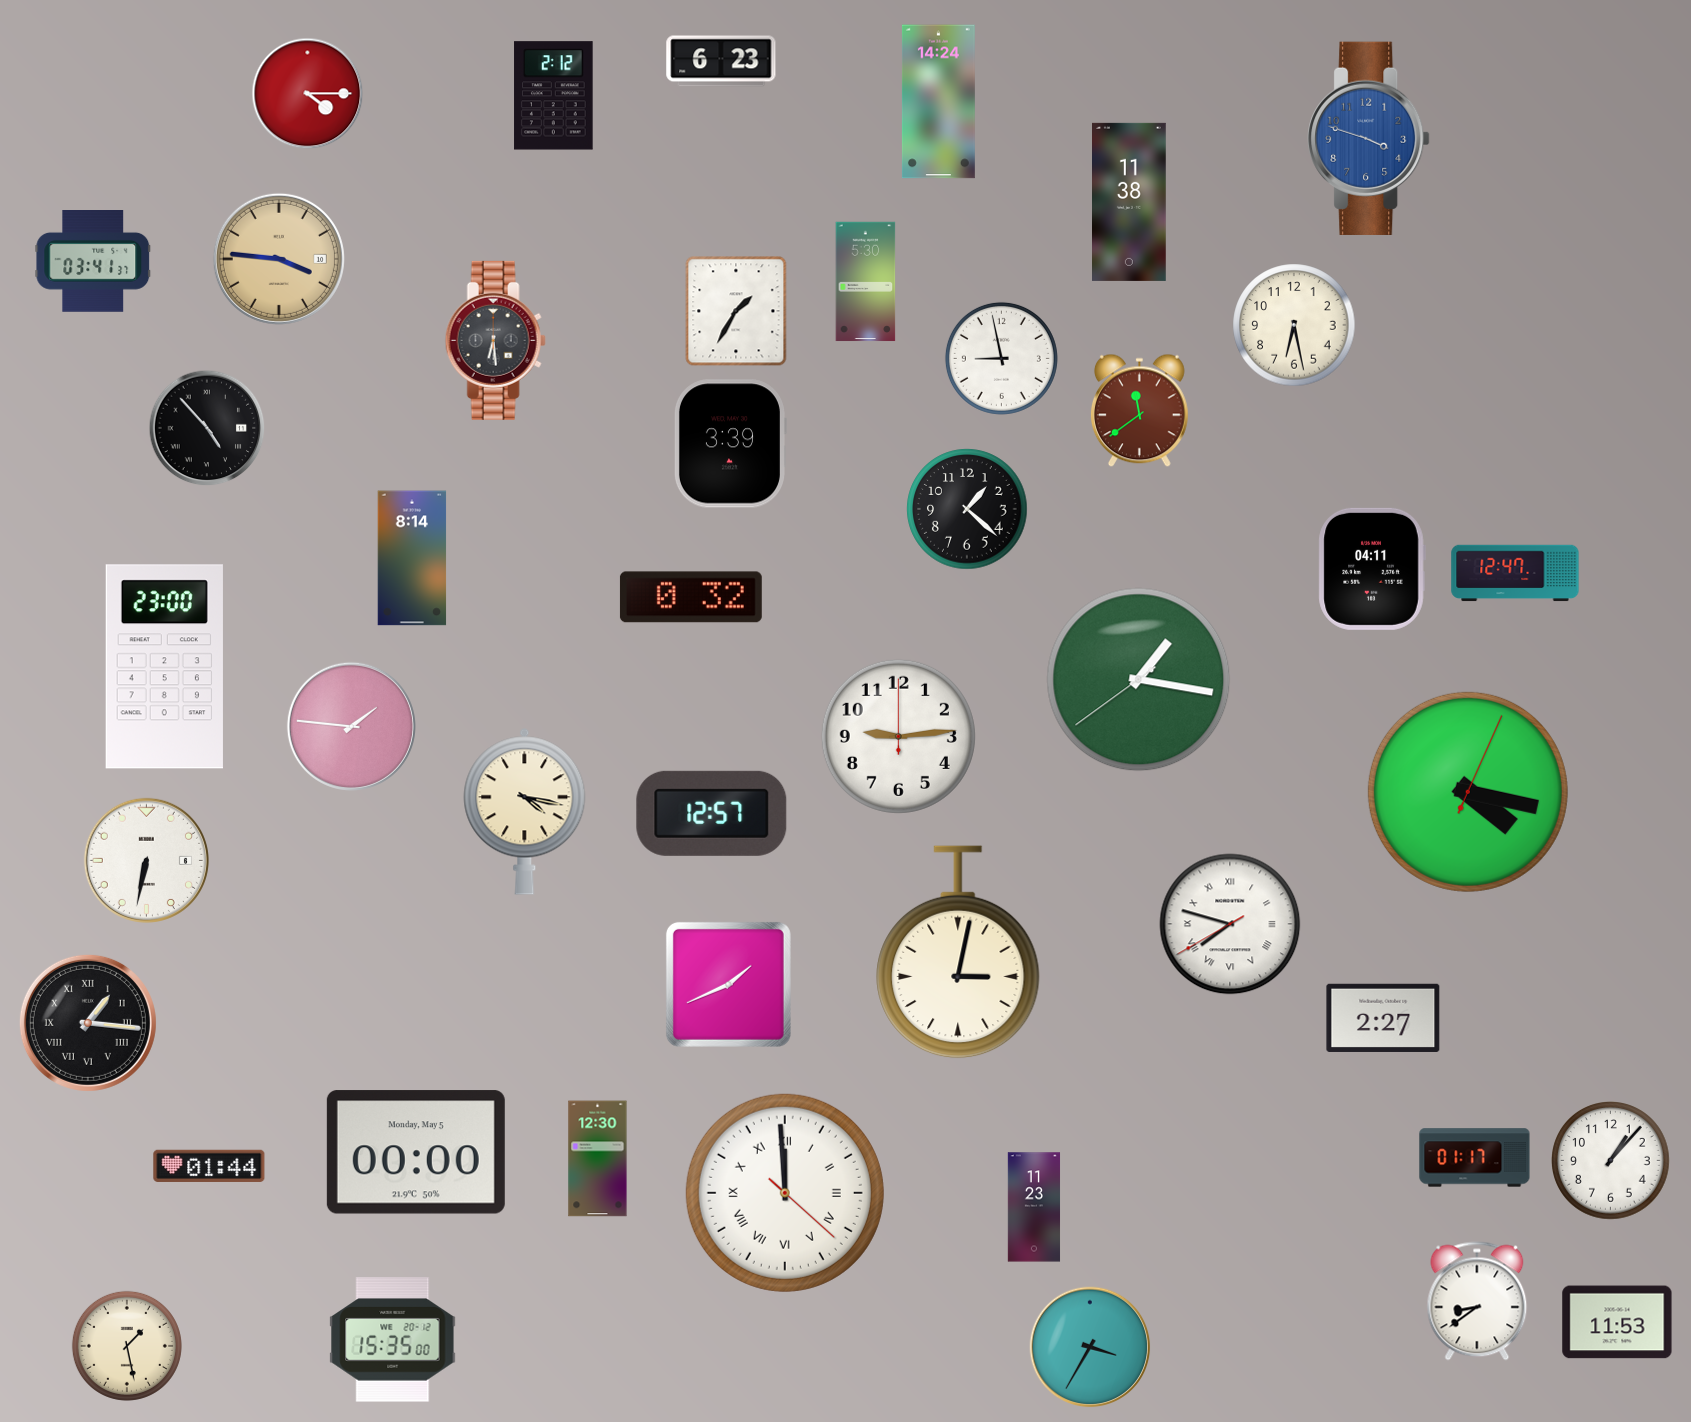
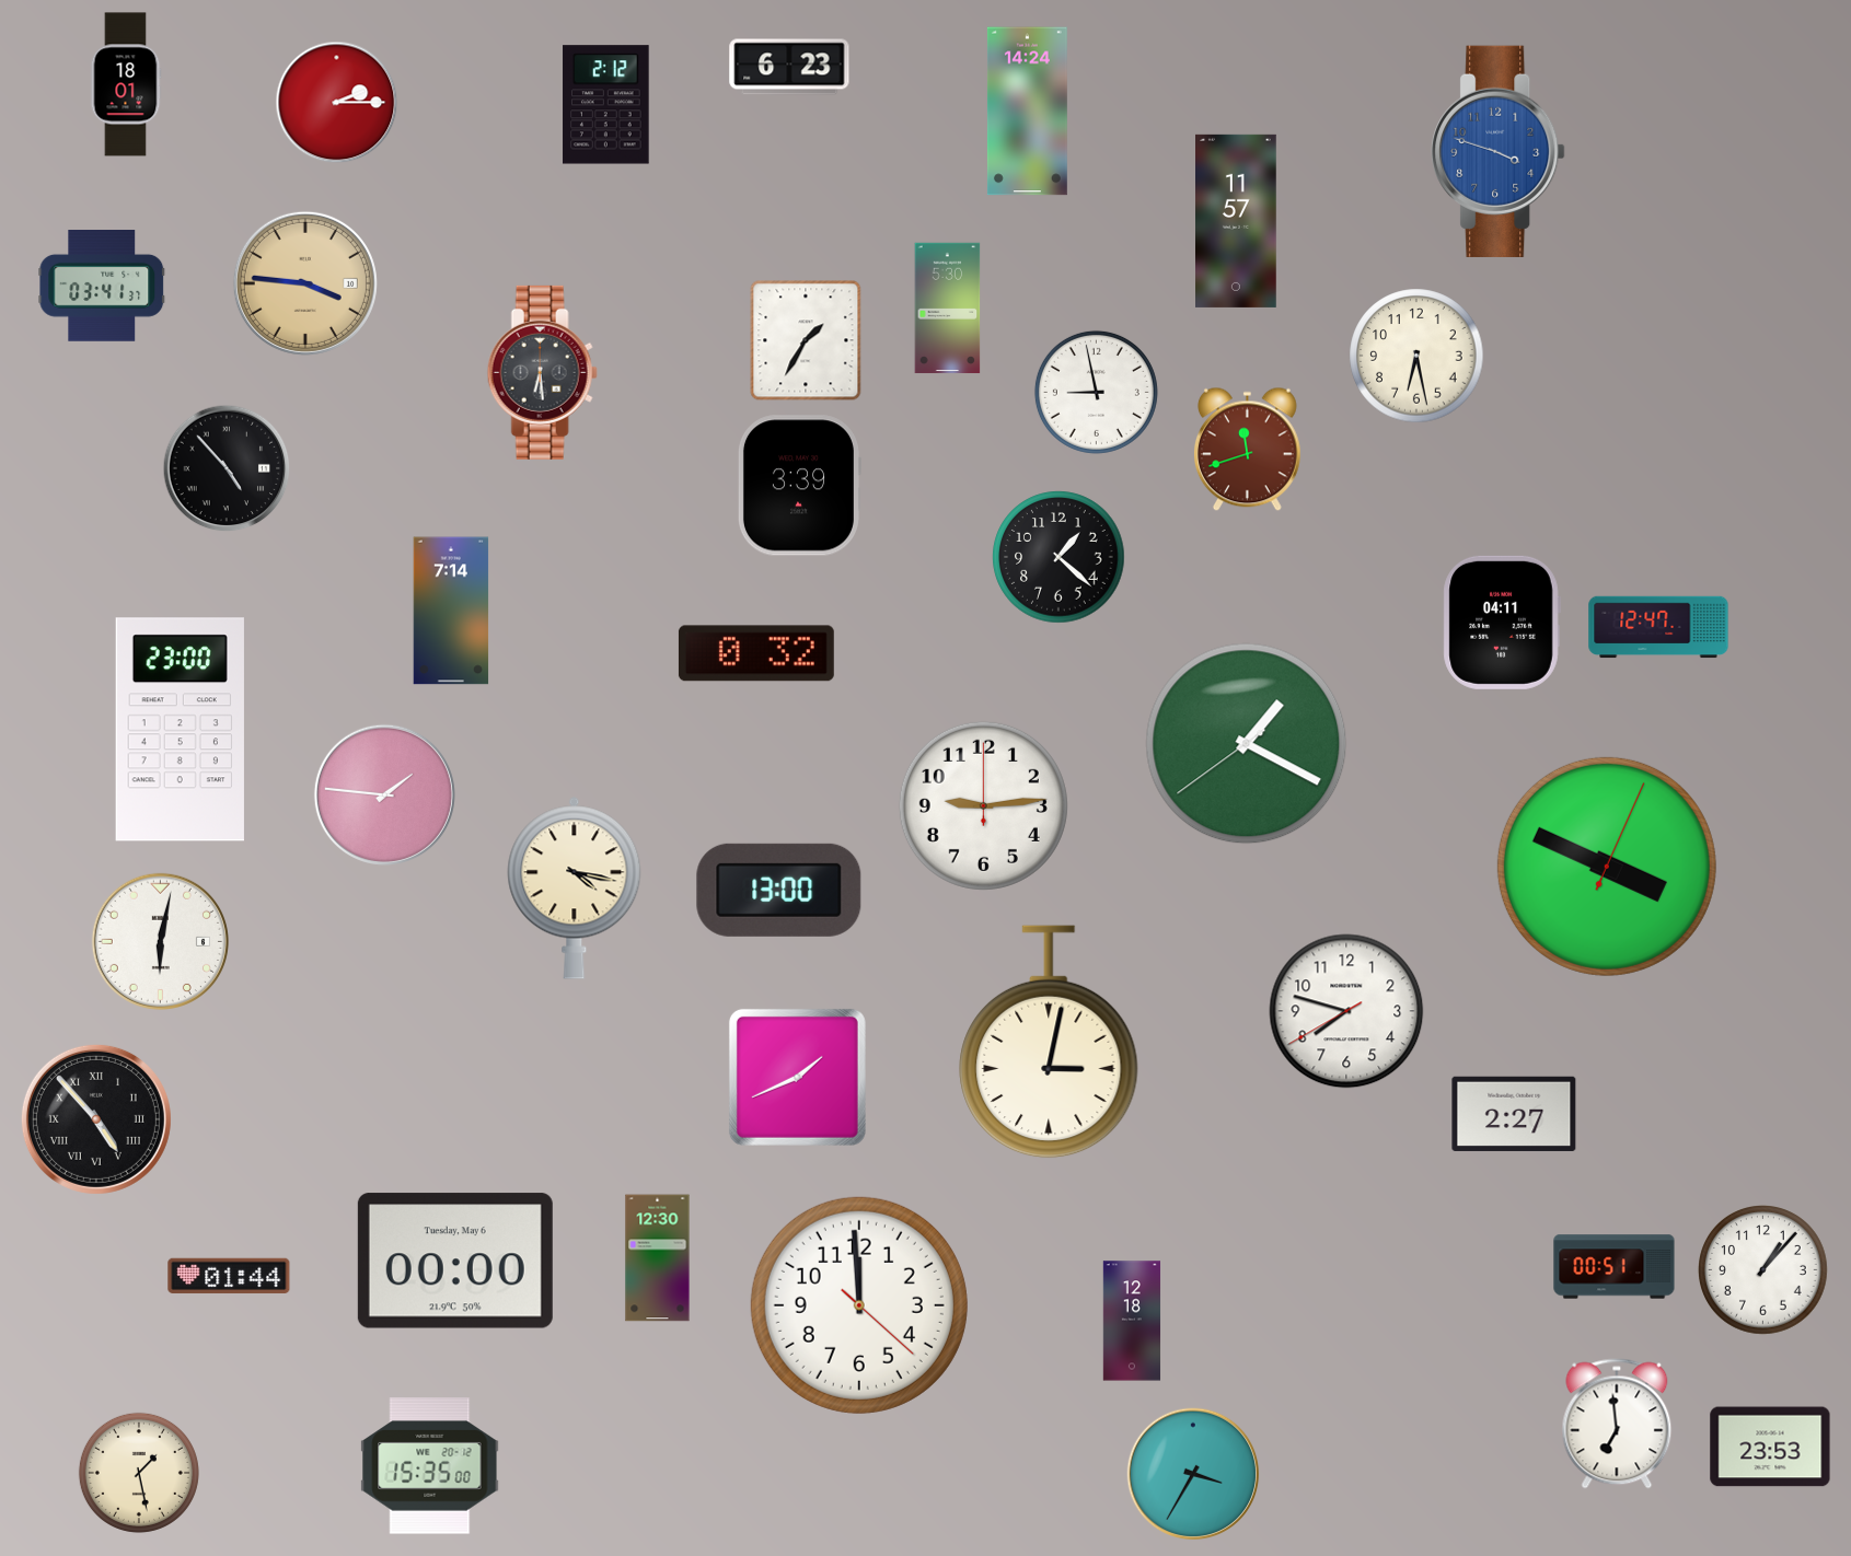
clock at (126, 84): none -> 18:01
clock at (308, 94): 4:15 -> 2:15
clock at (1130, 202): 11:38 -> 11:57
clock at (1139, 411): 11:39 -> 11:42
clock at (412, 558): 8:14 -> 7:14
clock at (1139, 680): 1:16 -> 1:19
clock at (1468, 792): 4:17 -> 3:49
clock at (712, 813): 12:57 -> 13:00
clock at (146, 860): 6:32 -> 6:02
clock at (1230, 924) numerals: Roman -> Arabic
clock at (88, 1023): 1:16 -> 4:53
clock at (416, 1152) date: Monday, May 5 -> Tuesday, May 6
clock at (1475, 1158): 01:17 -> 00:51
clock at (598, 1159) position: (598, 1159) -> (658, 1258)
clock at (785, 1193) numerals: Roman -> Arabic
clock at (1034, 1207): 11:23 -> 12:18
clock at (1477, 1301): 8:39 -> 6:59
clock at (1617, 1322): 11:53 -> 23:53
